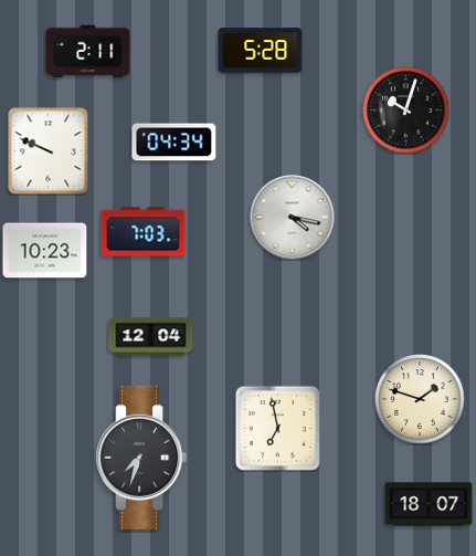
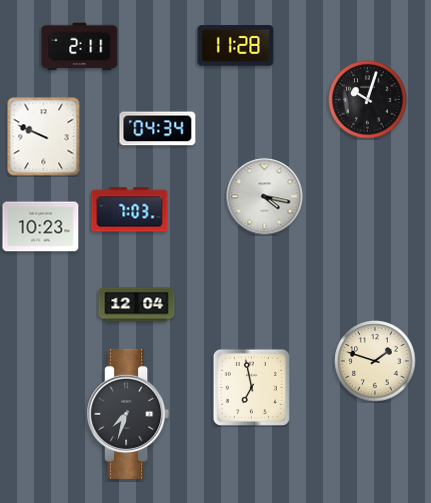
clock at (261, 51): 5:28 -> 11:28
clock at (420, 399) position: (420, 399) -> (375, 361)
clock at (429, 504): 18:07 -> none
